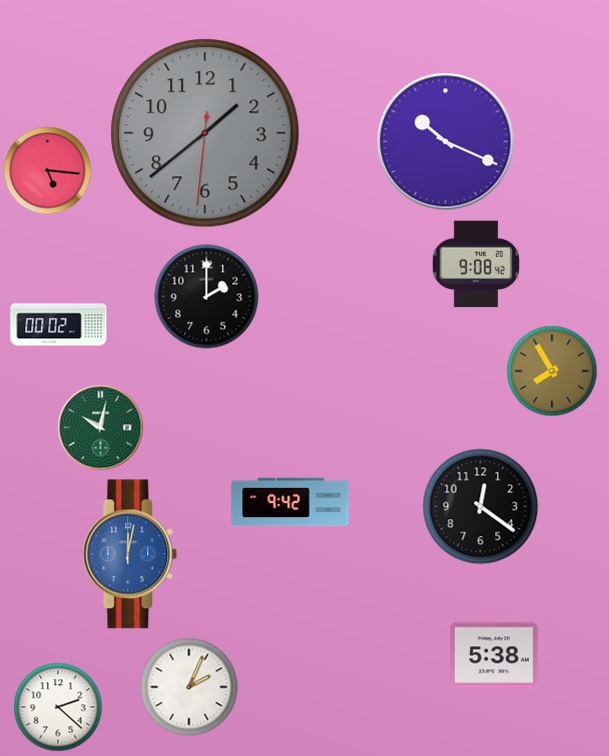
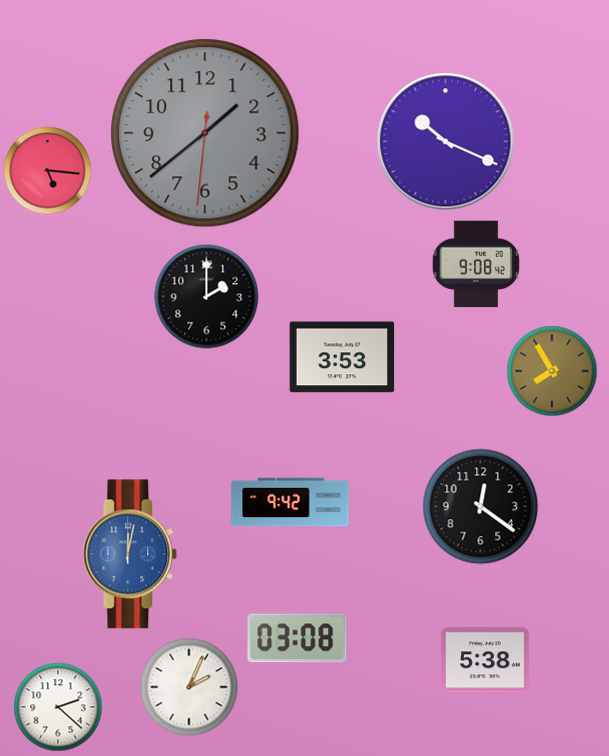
clock at (59, 325): 00:02 -> none
clock at (342, 357): none -> 3:53
clock at (101, 428): 10:02 -> none
clock at (297, 638): none -> 03:08
clock at (494, 655) position: (494, 655) -> (485, 660)
